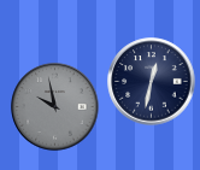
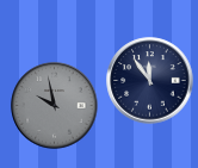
clock at (152, 82): 12:32 -> 11:54
